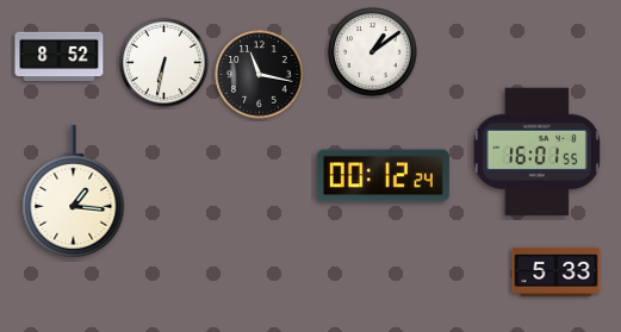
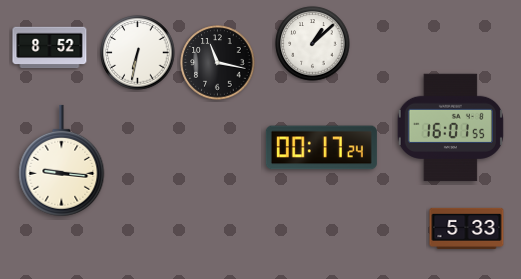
clock at (373, 52): 1:09 -> 1:08
clock at (383, 176): 00:12 -> 00:17
clock at (74, 192): 1:16 -> 9:16
